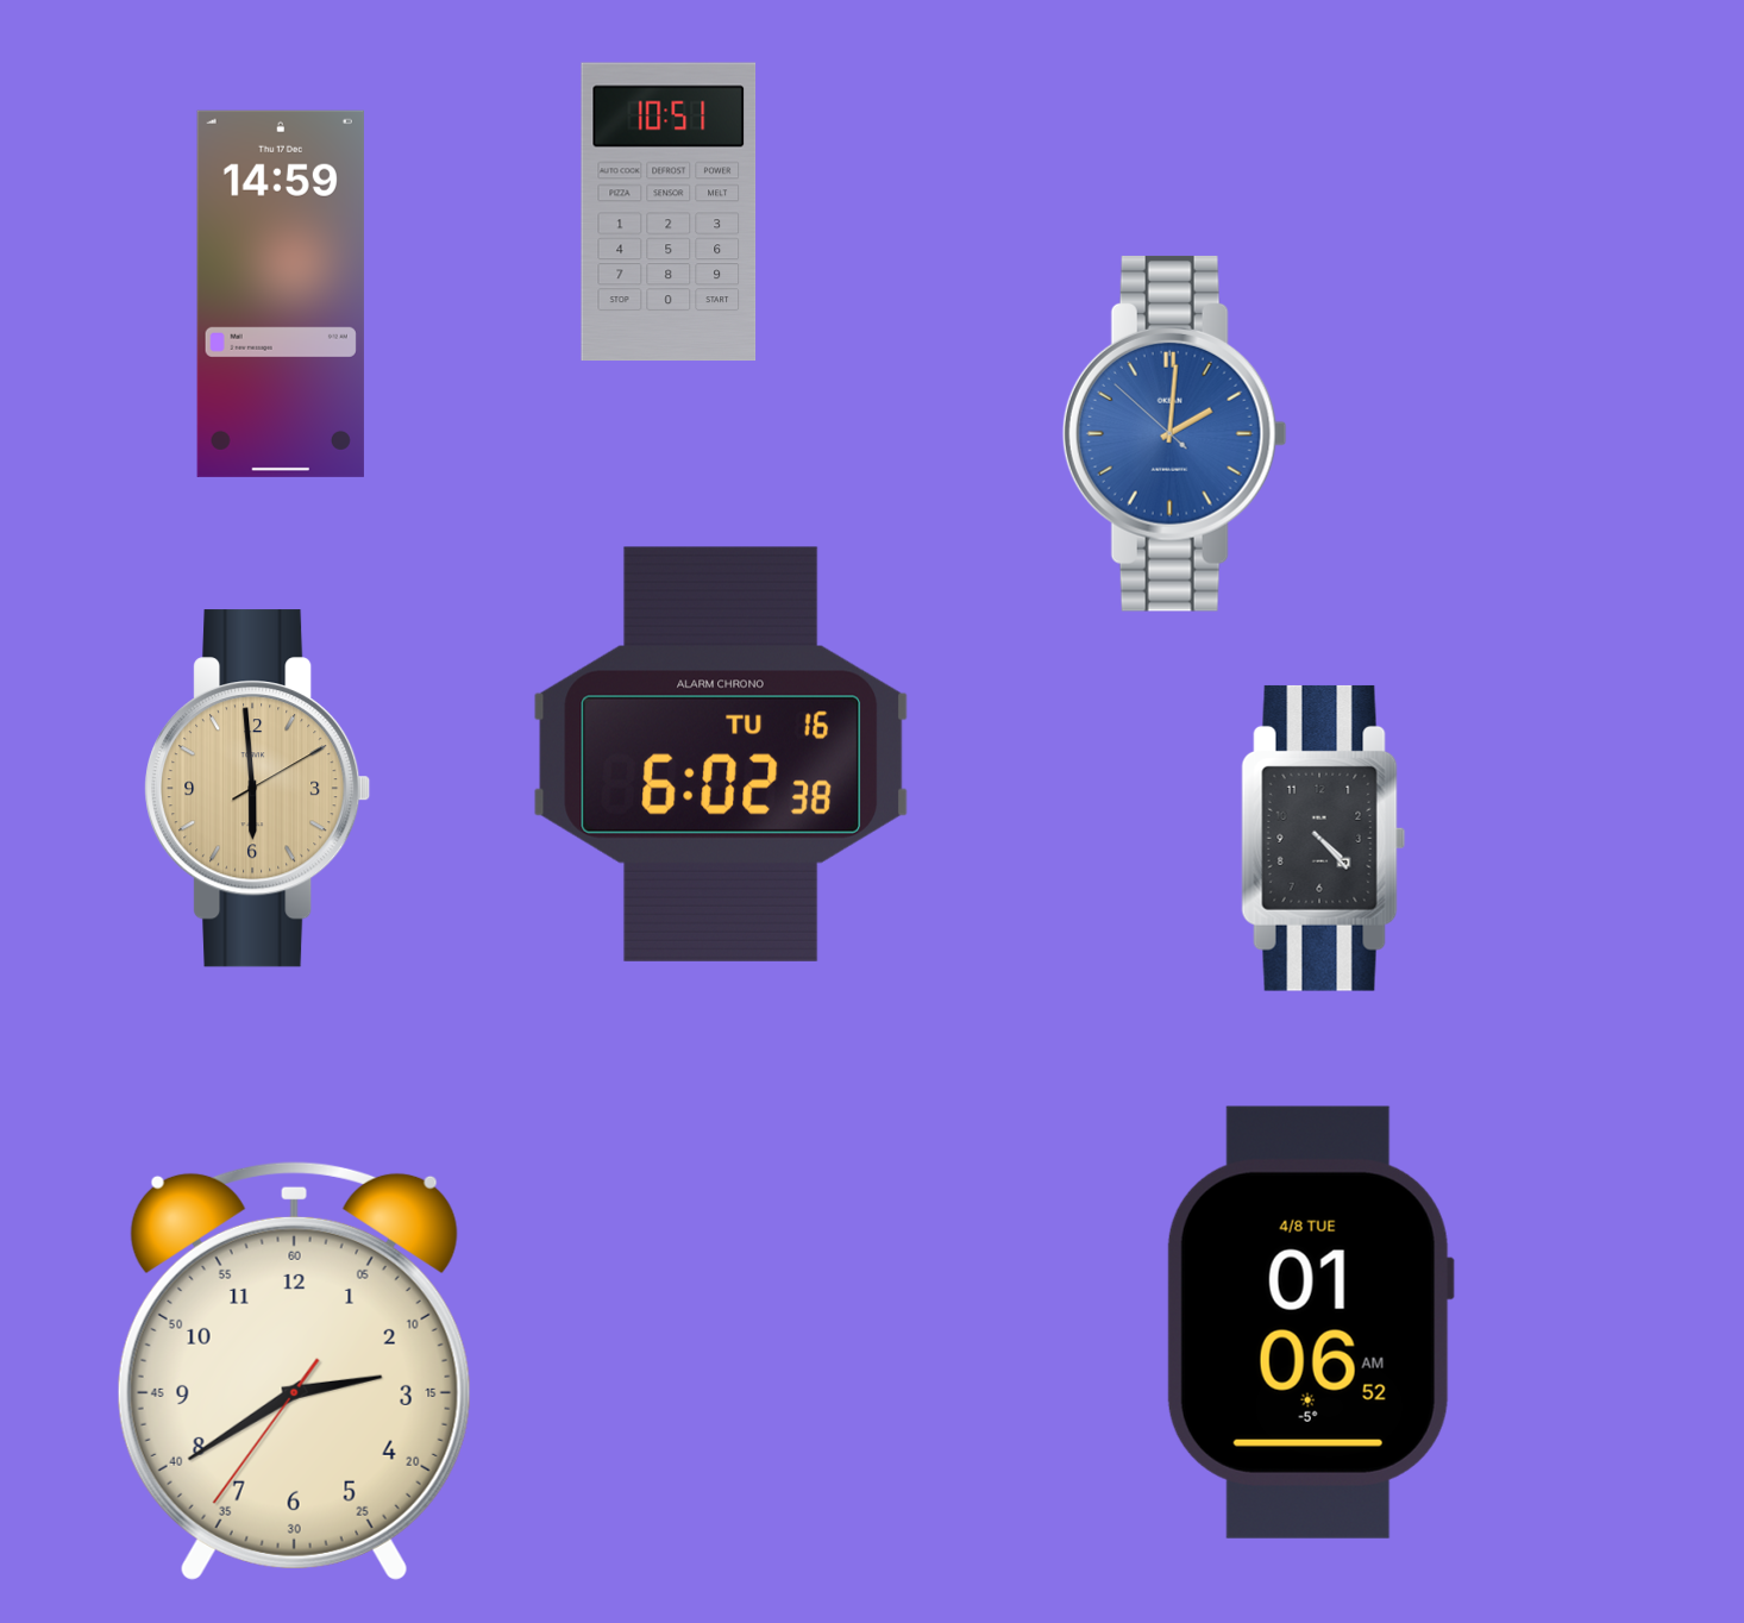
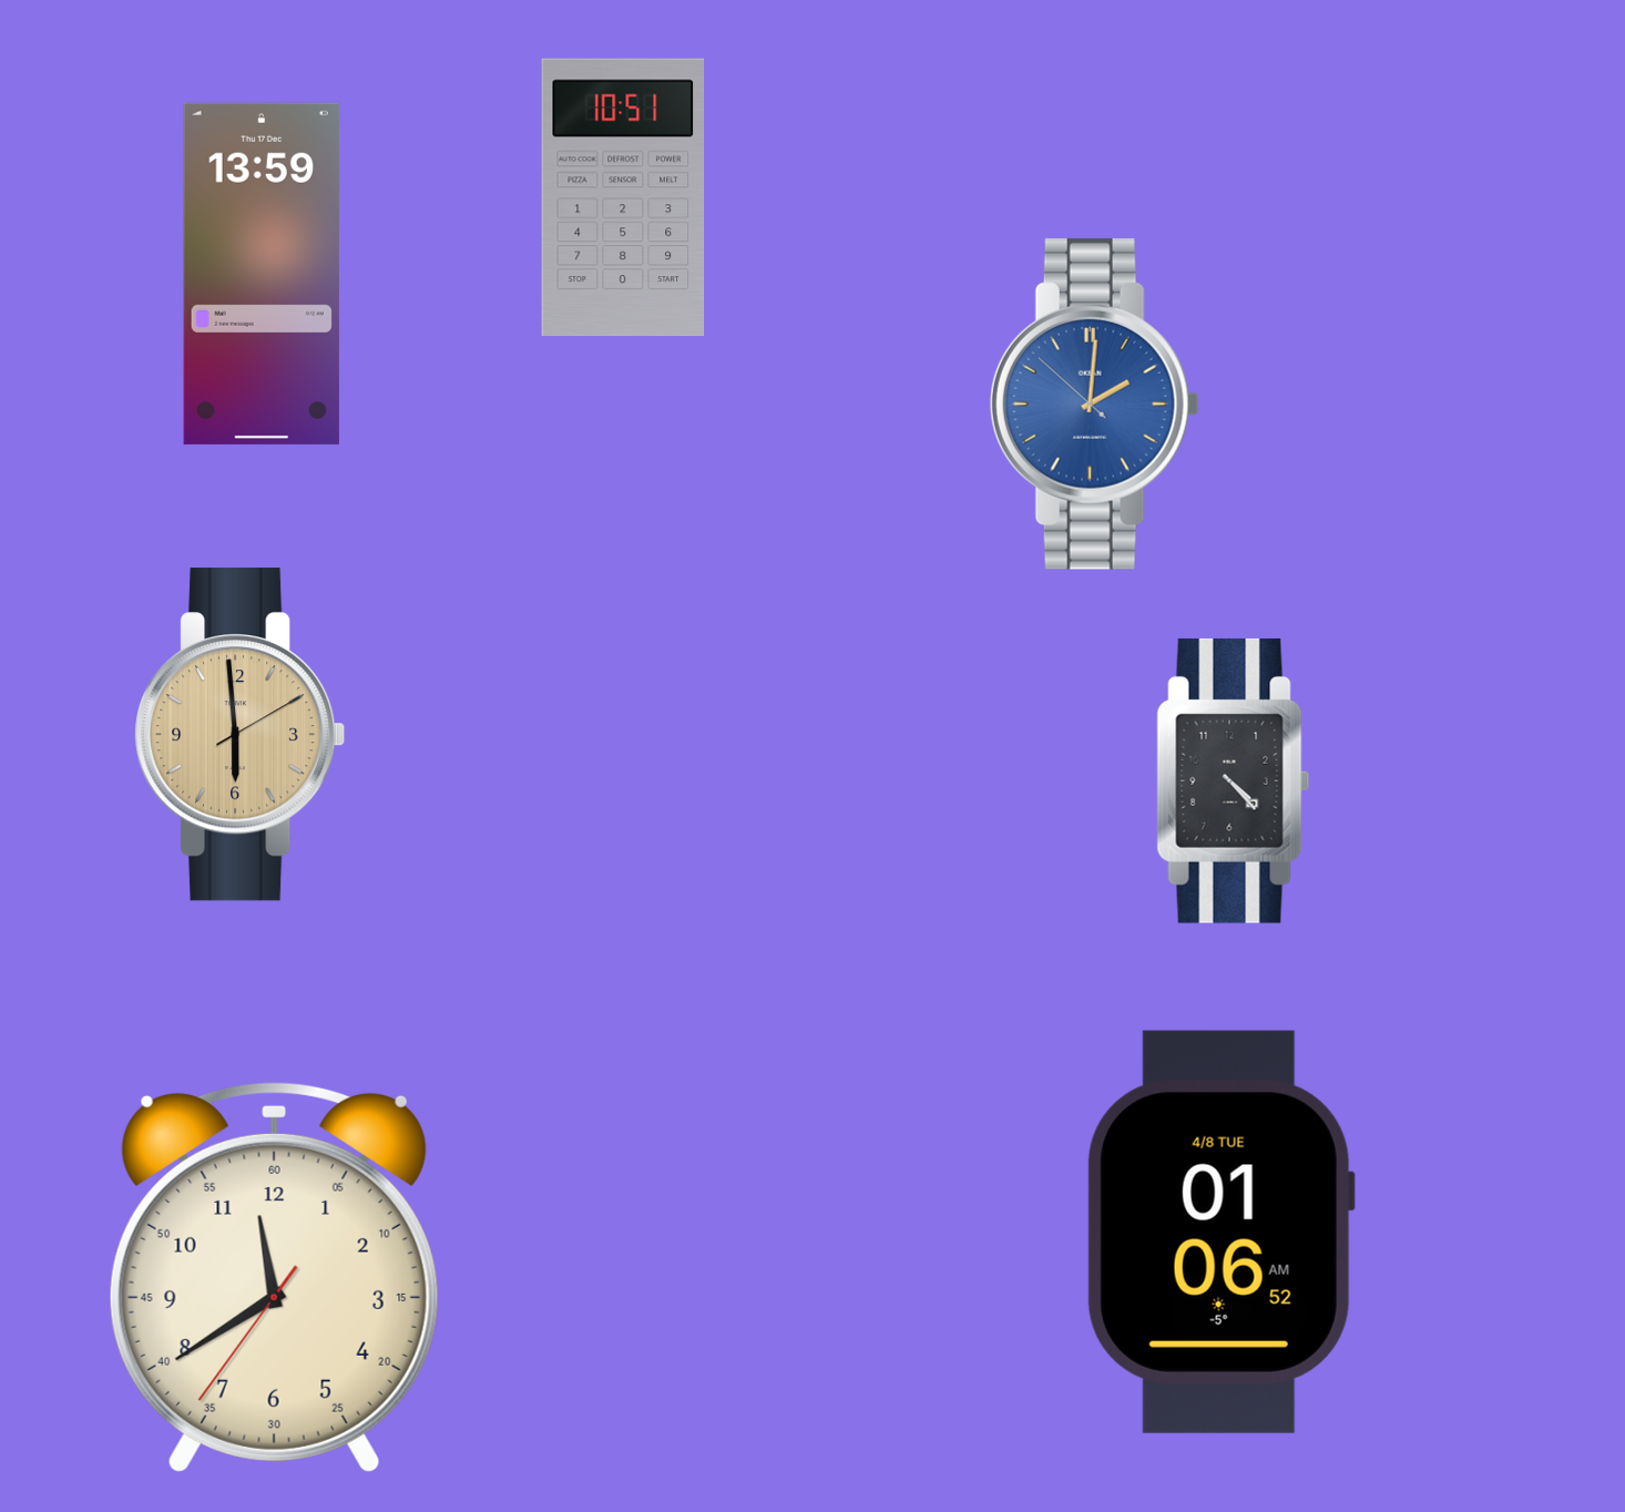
clock at (281, 294): 14:59 -> 13:59
clock at (721, 754): 6:02 -> none
clock at (294, 1371): 2:39 -> 11:39
